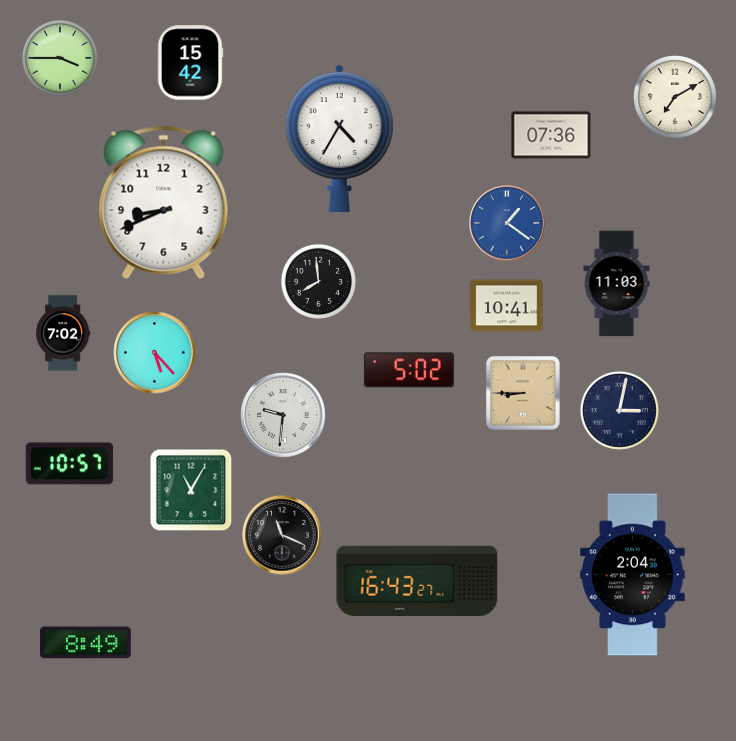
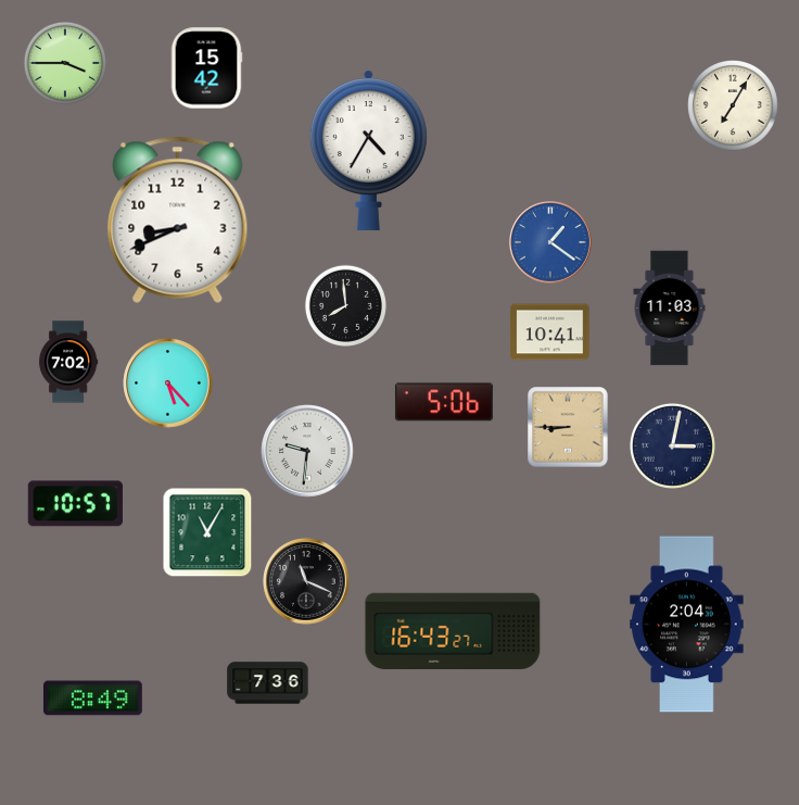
clock at (676, 98): 7:10 -> 7:05
clock at (551, 135): 07:36 -> none
clock at (409, 370): 5:02 -> 5:06
clock at (268, 683): none -> 7:36
